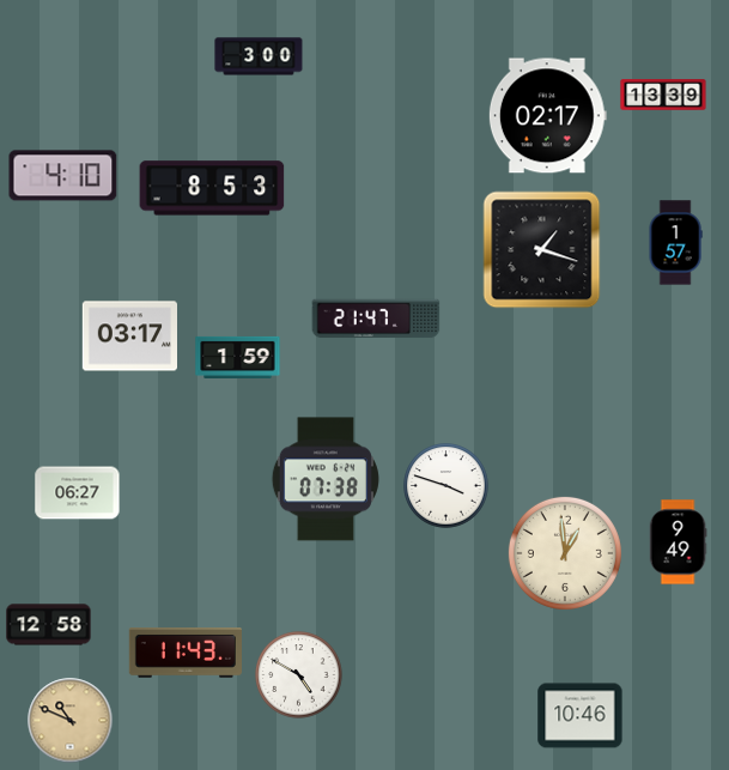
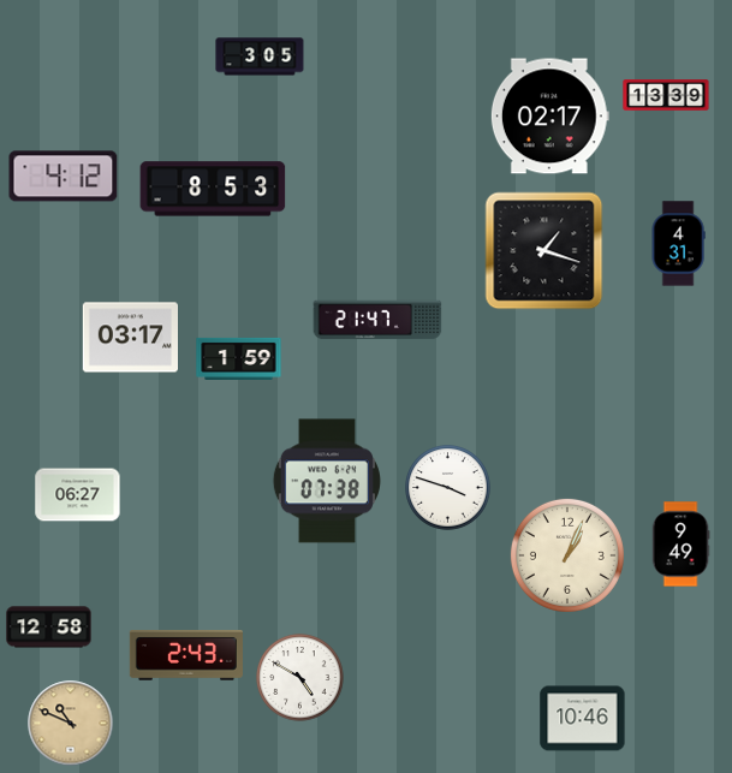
clock at (259, 56): 3:00 -> 3:05
clock at (63, 176): 4:10 -> 4:12
clock at (675, 243): 1:57 -> 4:31
clock at (565, 553): 12:59 -> 1:04
clock at (186, 654): 11:43 -> 2:43
